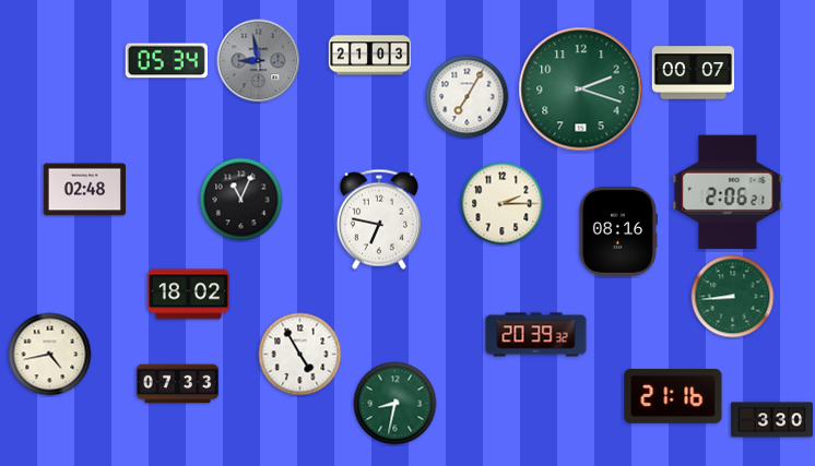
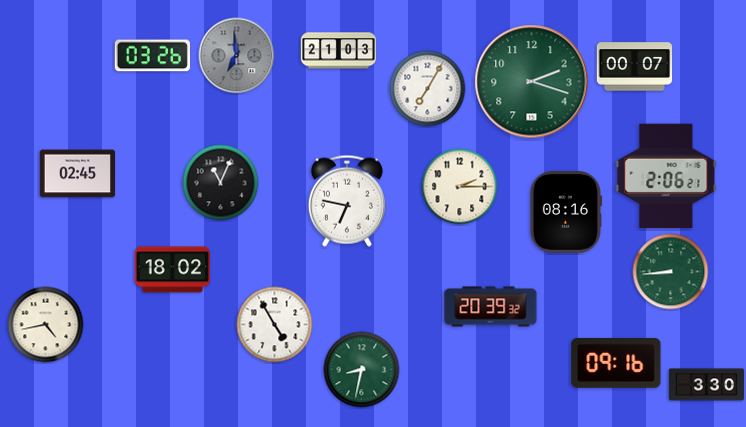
clock at (166, 61): 05:34 -> 03:26
clock at (259, 61): 8:58 -> 6:59
clock at (85, 190): 02:48 -> 02:45
clock at (178, 384): 07:33 -> none
clock at (673, 396): 21:16 -> 09:16
